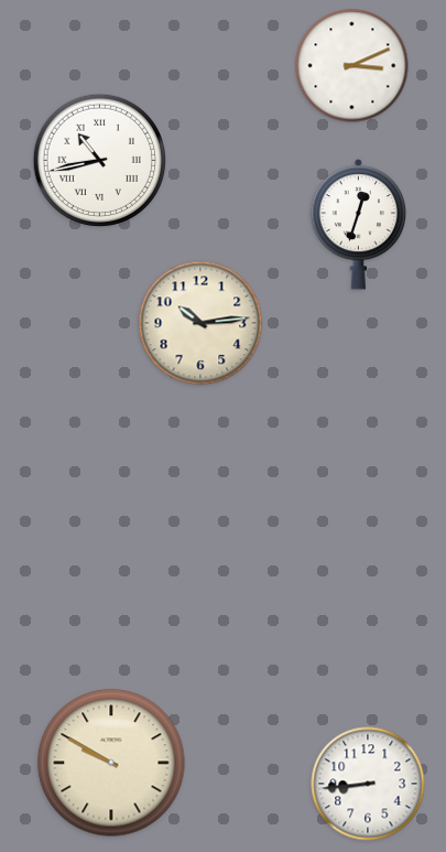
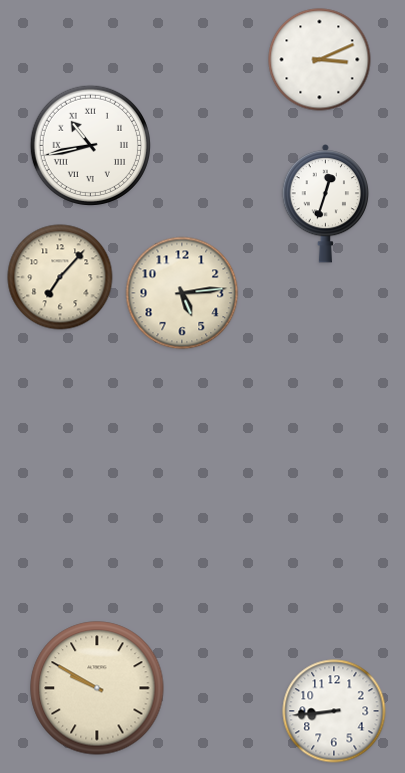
clock at (60, 277): none -> 7:07
clock at (200, 323): 10:14 -> 5:14
clock at (111, 763) position: (111, 763) -> (97, 688)
